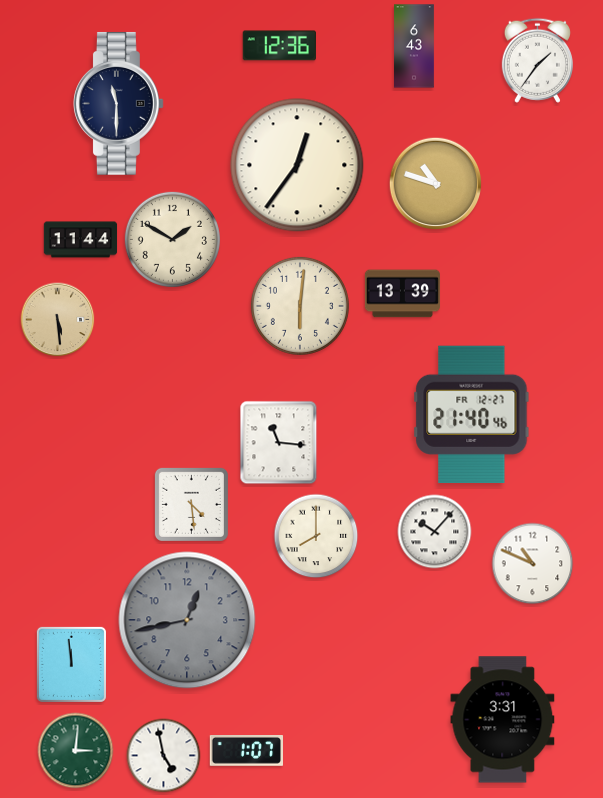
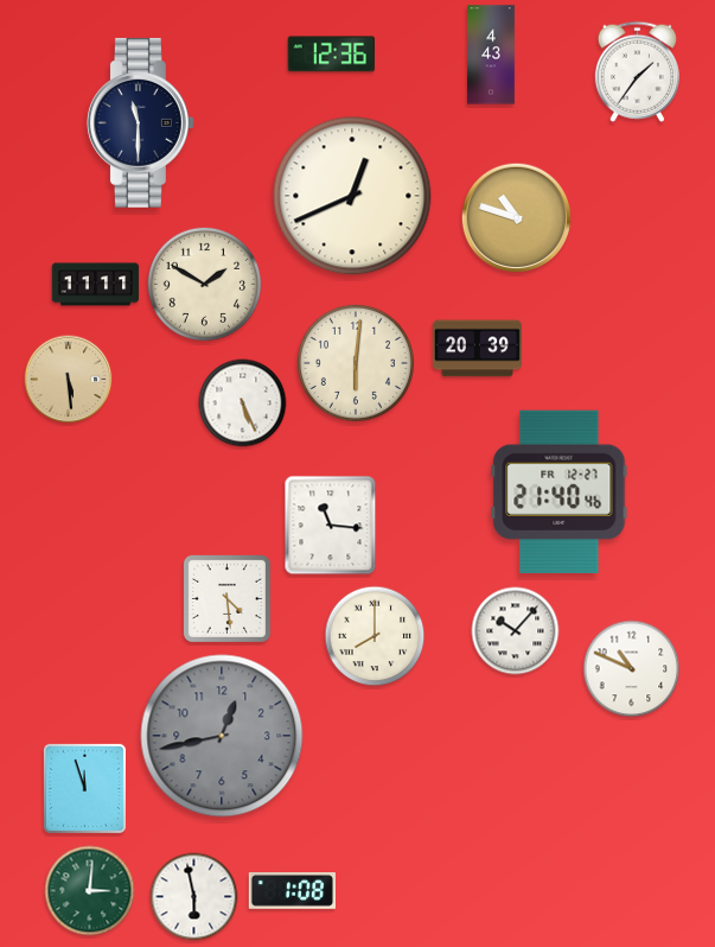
clock at (415, 46): 6:43 -> 4:43
clock at (297, 165): 12:36 -> 12:41
clock at (81, 240): 11:44 -> 11:11
clock at (402, 294): 13:39 -> 20:39
clock at (243, 403): none -> 5:26
clock at (71, 664): 11:59 -> 11:57
clock at (503, 720): 3:31 -> none
clock at (246, 751): 1:07 -> 1:08
clock at (164, 756): 4:58 -> 5:58
